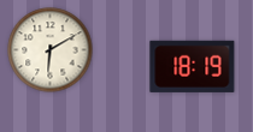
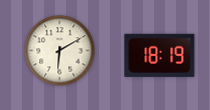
clock at (51, 50) position: (51, 50) -> (60, 51)
